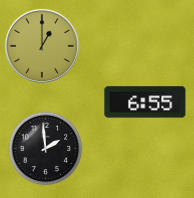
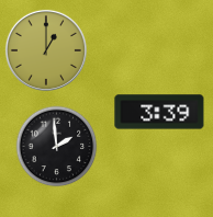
clock at (145, 102): 6:55 -> 3:39
clock at (46, 149) position: (46, 149) -> (57, 147)
